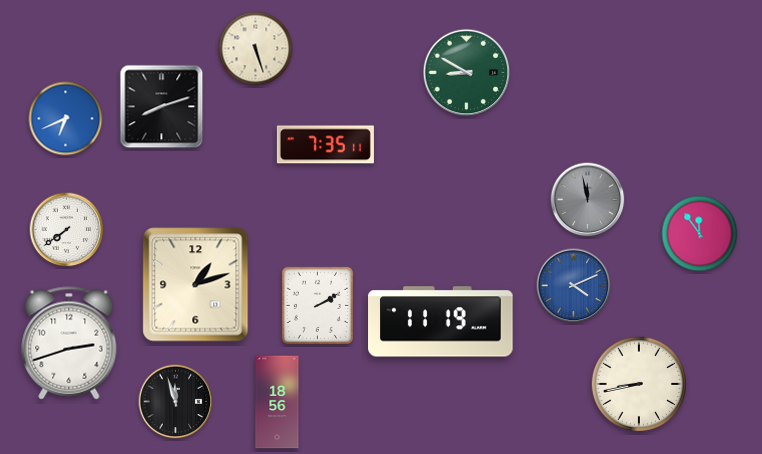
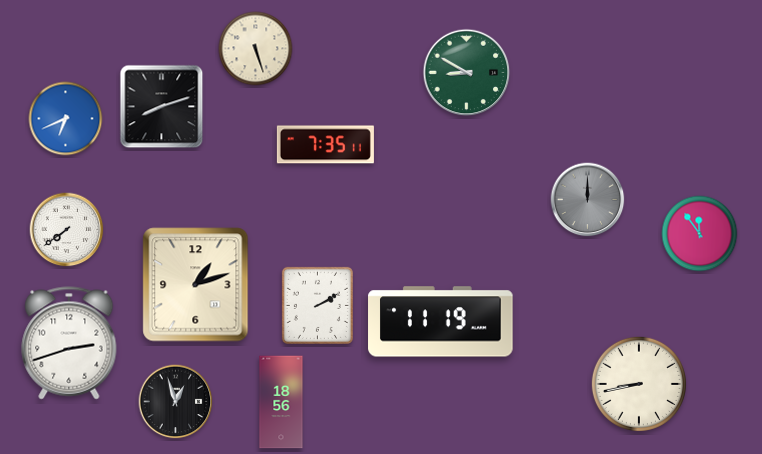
clock at (588, 200): 11:58 -> 12:00
clock at (574, 286): 4:11 -> none
clock at (176, 402): 11:57 -> 12:57
clock at (277, 402) position: (277, 402) -> (281, 402)
